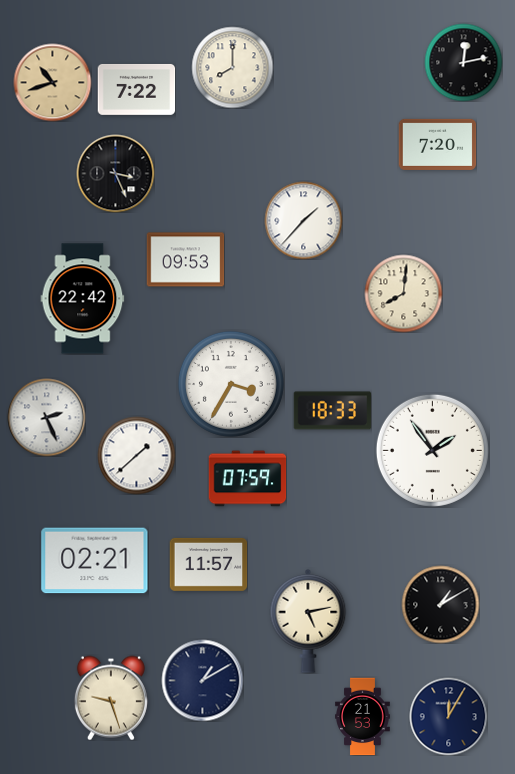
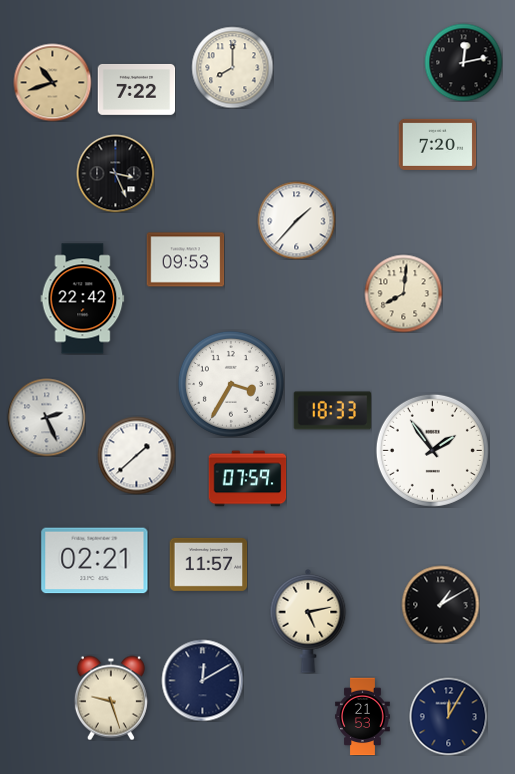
clock at (303, 220) position: (303, 220) -> (296, 220)
clock at (202, 680): 1:10 -> 12:10
